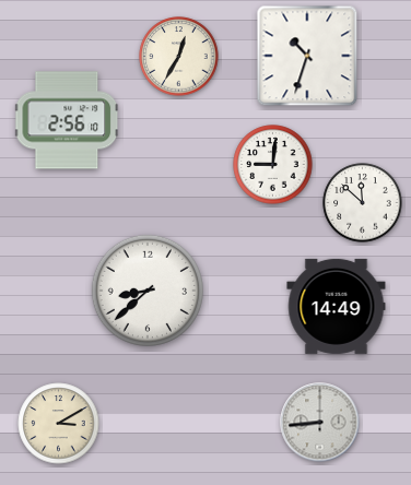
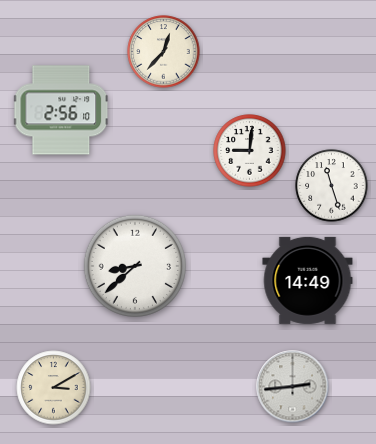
clock at (307, 56): 10:33 -> none
clock at (179, 57): 12:35 -> 12:37
clock at (363, 203): 11:52 -> 11:27
clock at (320, 423): 8:44 -> 2:44
